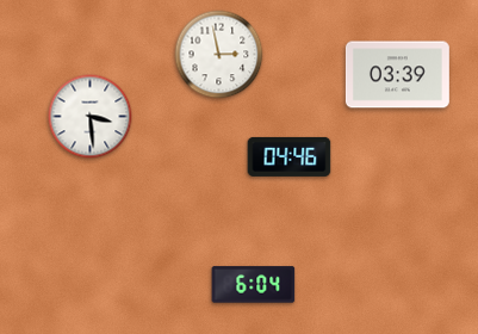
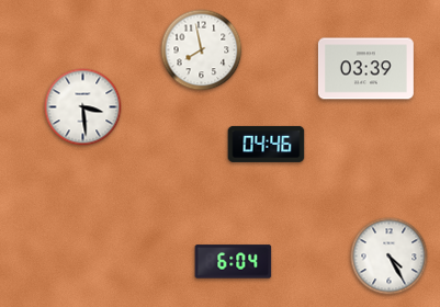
clock at (219, 55): 2:58 -> 7:58
clock at (390, 257): none -> 4:25
